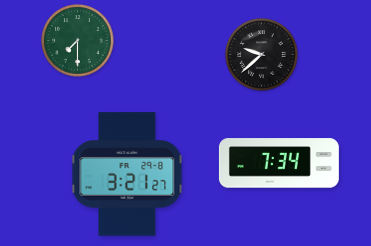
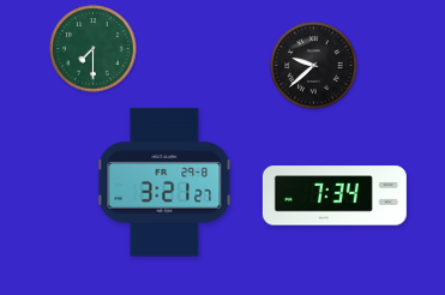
clock at (127, 174) position: (127, 174) -> (164, 182)
